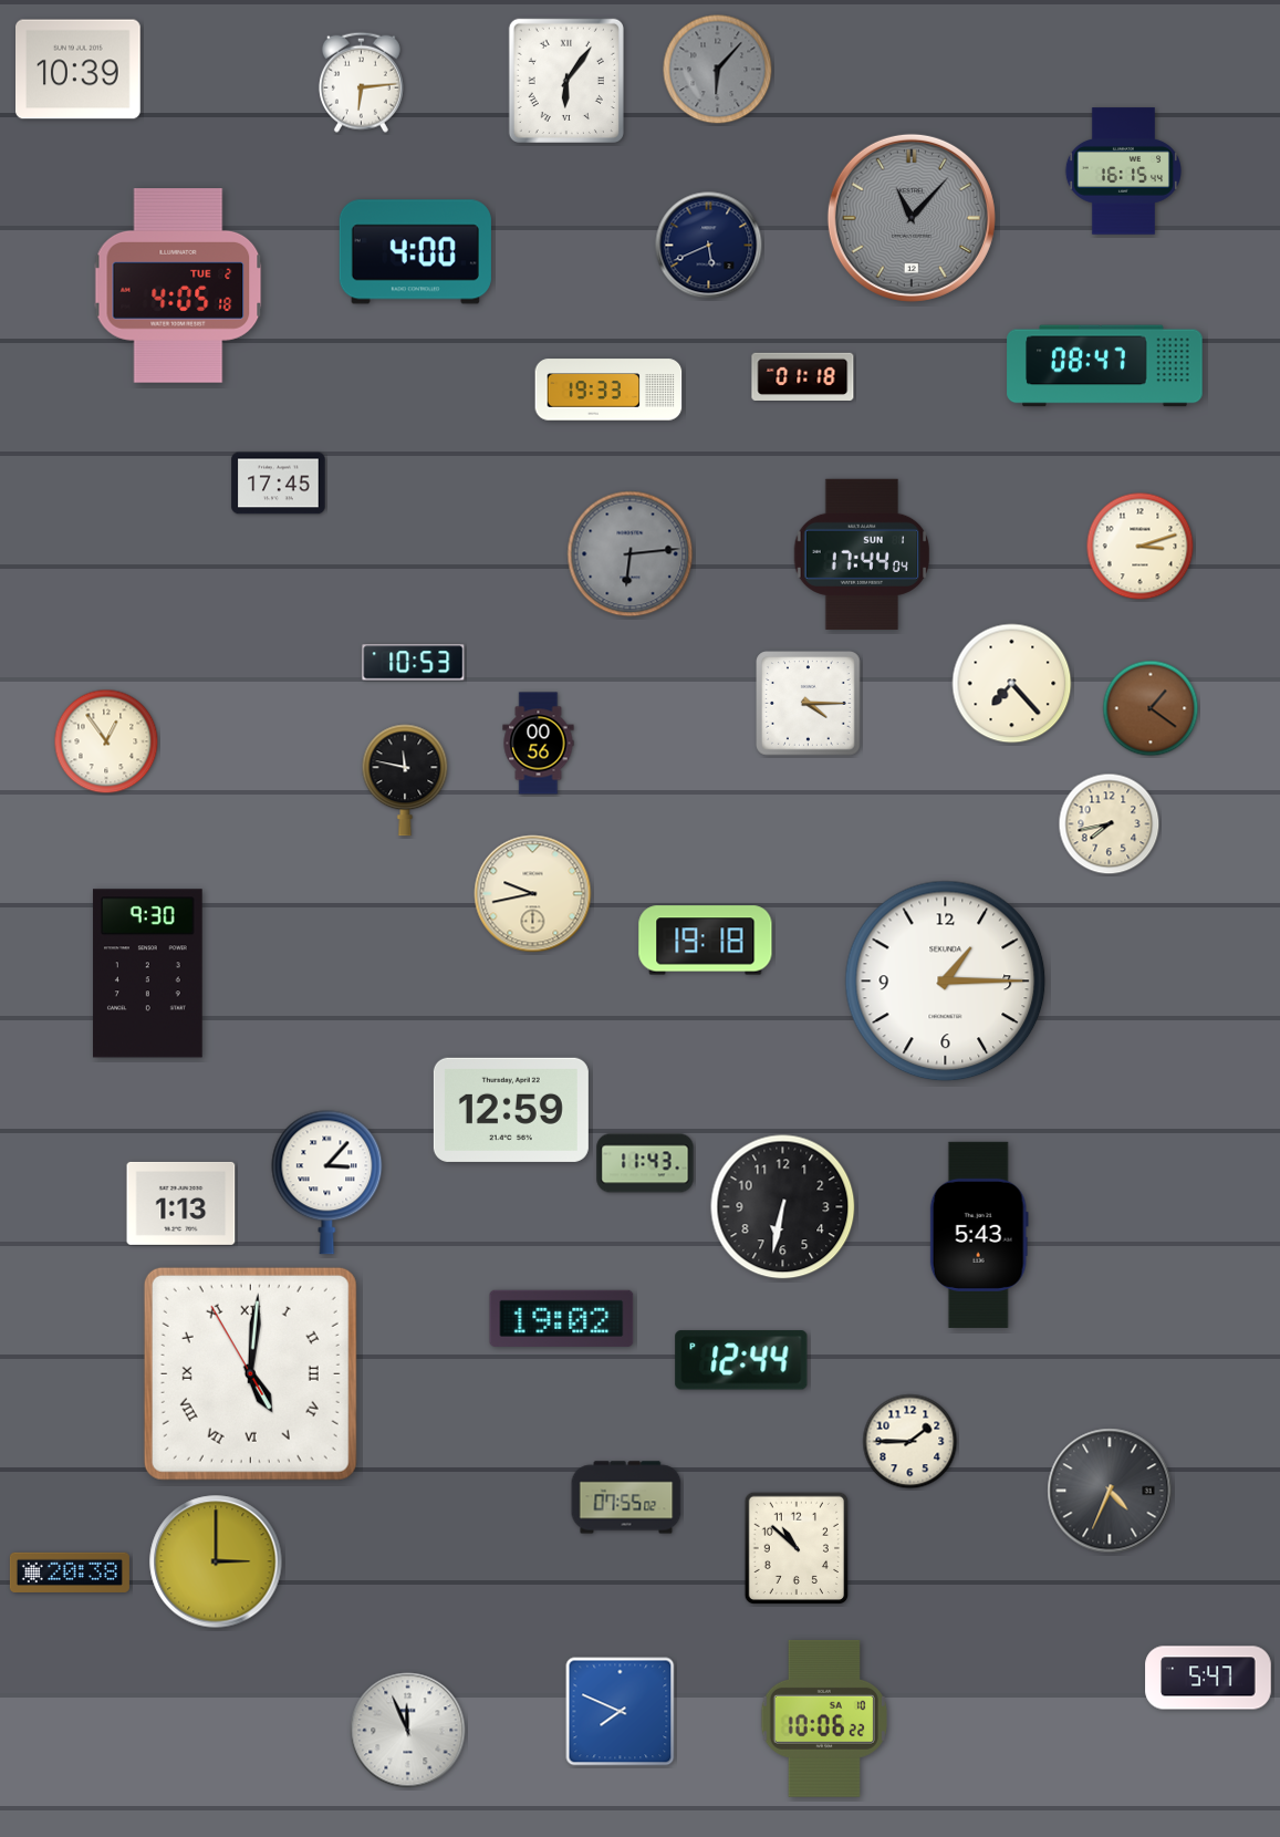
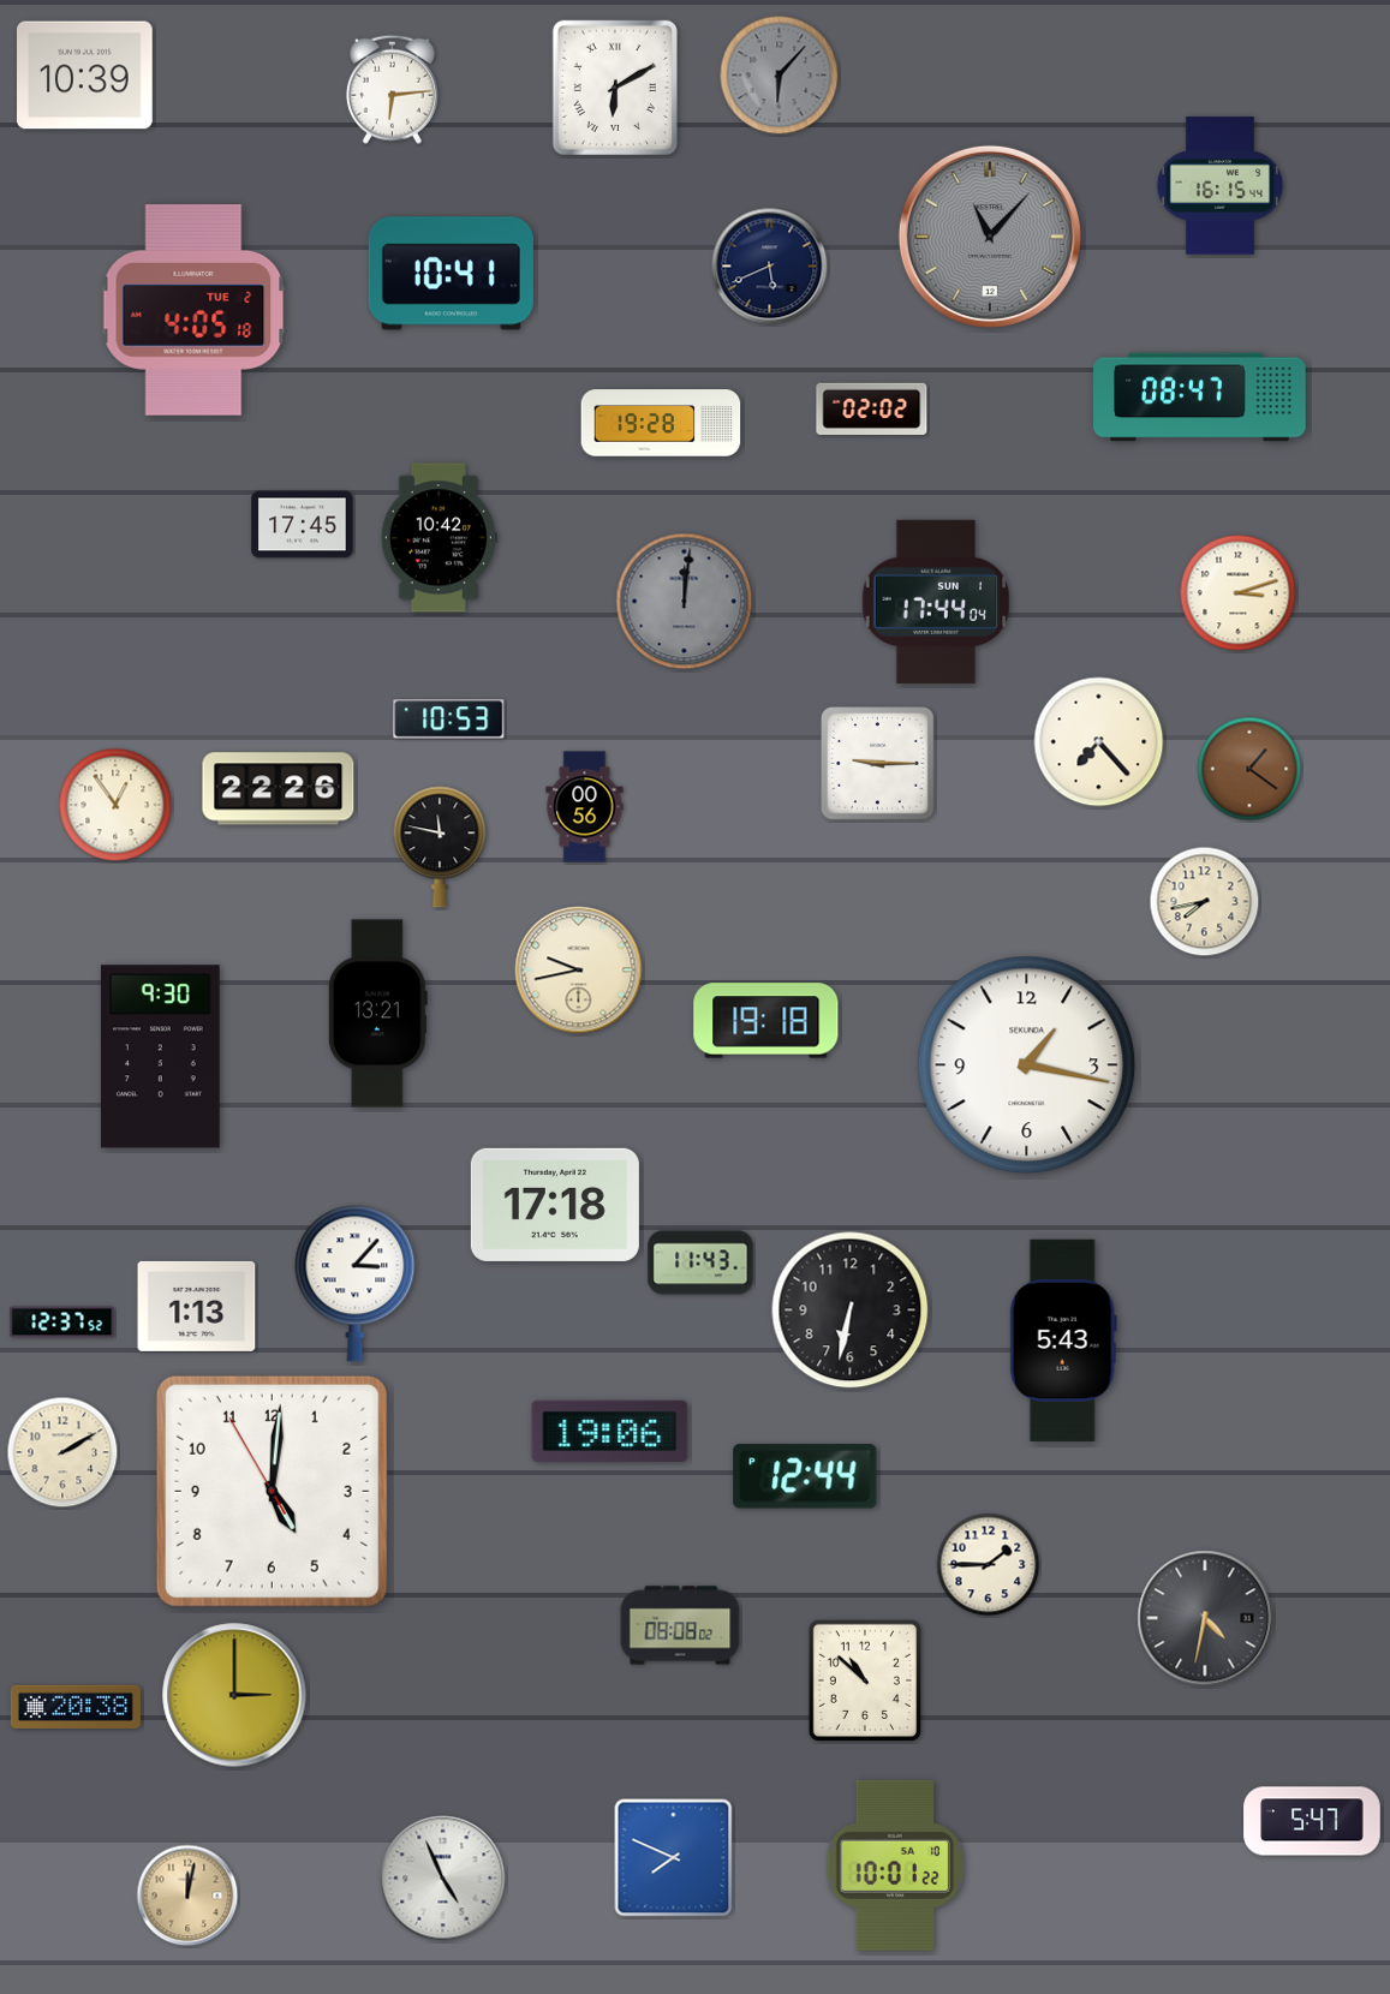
clock at (566, 81): 6:06 -> 6:10
clock at (415, 252): 4:00 -> 10:41
clock at (803, 376): 01:18 -> 02:02
clock at (608, 390): 19:33 -> 19:28
clock at (439, 538): none -> 10:42
clock at (631, 554): 6:14 -> 12:01
clock at (809, 704): 4:15 -> 9:15
clock at (279, 789): none -> 22:26
clock at (1110, 824) position: (1110, 824) -> (1205, 902)
clock at (377, 1014): none -> 13:21
clock at (946, 982): 1:15 -> 1:17
clock at (511, 1110): 12:59 -> 17:18
clock at (62, 1323): none -> 12:37
clock at (562, 1318): 19:02 -> 19:06
clock at (62, 1452): none -> 2:10
clock at (250, 1373) numerals: Roman -> Arabic
clock at (1110, 1491): 4:34 -> 4:32
clock at (626, 1497): 07:55 -> 08:08
clock at (824, 1719): 10:06 -> 10:01
clock at (408, 1731): 11:56 -> 4:56
clock at (187, 1896): none -> 12:02
